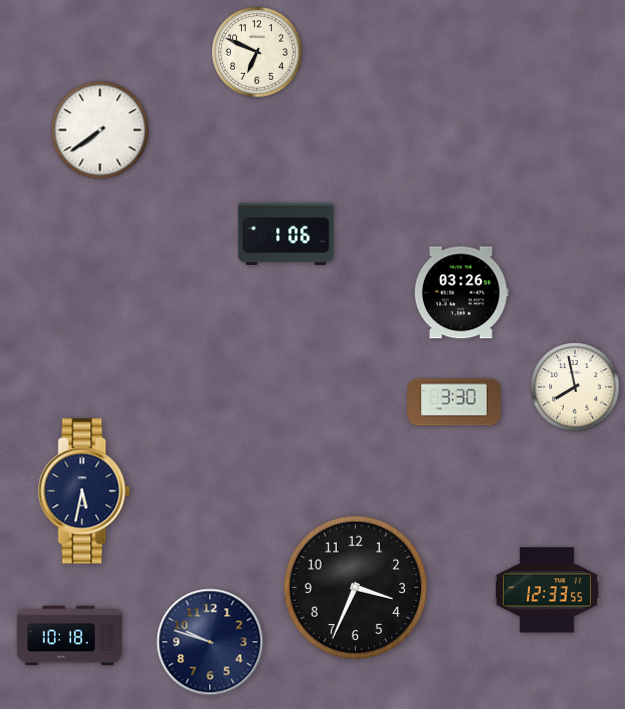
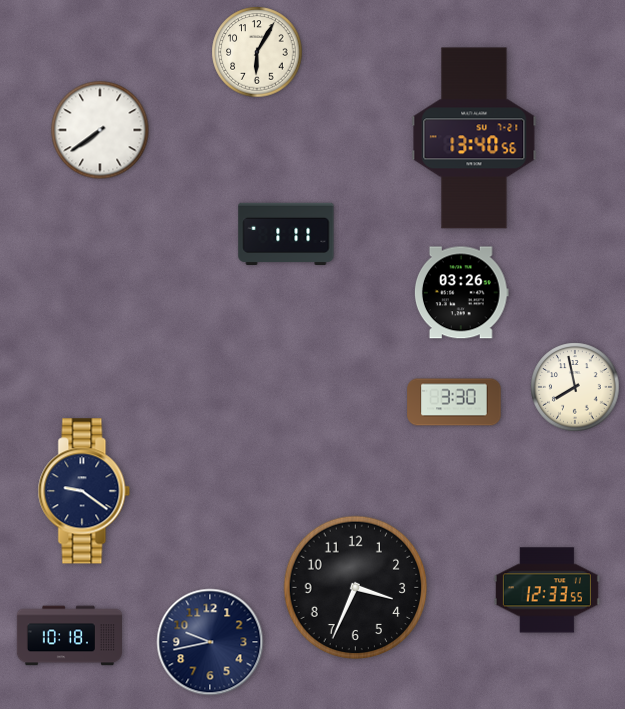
clock at (257, 52): 6:49 -> 6:05
clock at (474, 138): none -> 13:40
clock at (286, 233): 1:06 -> 1:11
clock at (84, 491): 5:32 -> 9:21
clock at (210, 642): 9:48 -> 9:43
